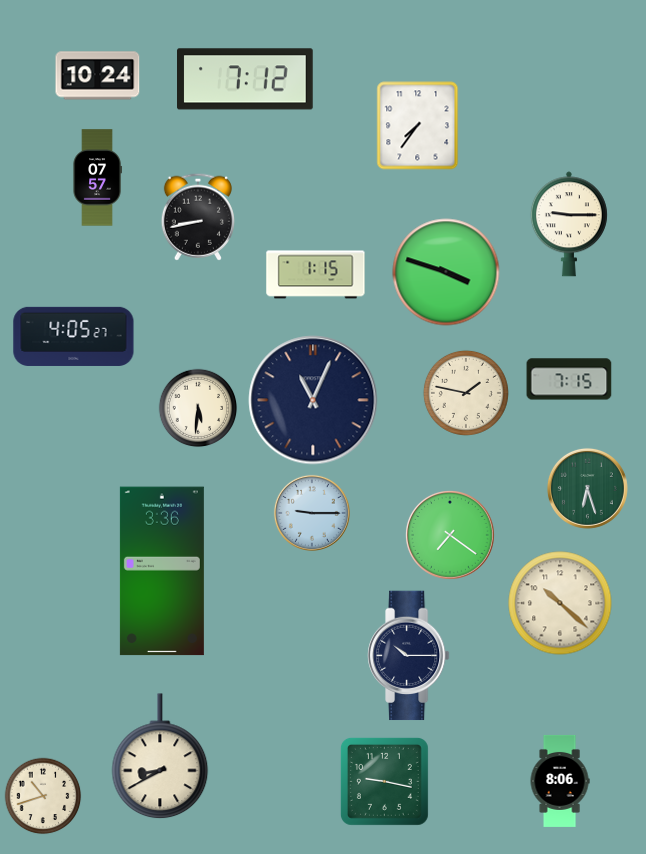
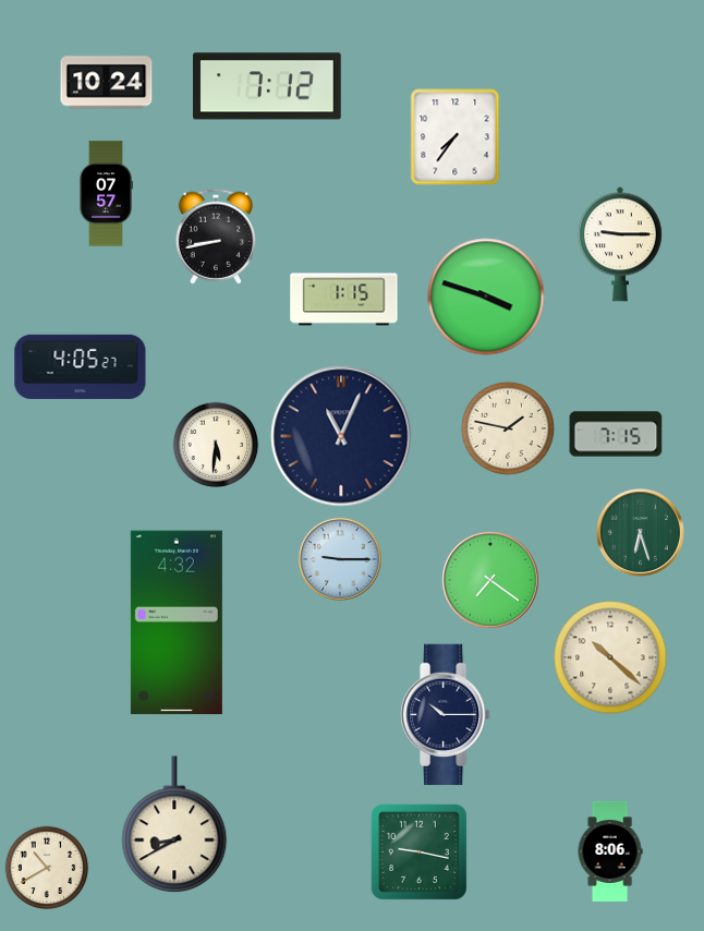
clock at (569, 379) position: (569, 379) -> (616, 434)
clock at (451, 536) position: (451, 536) -> (491, 581)
clock at (162, 571): 3:36 -> 4:32
clock at (43, 796): 10:42 -> 10:40
